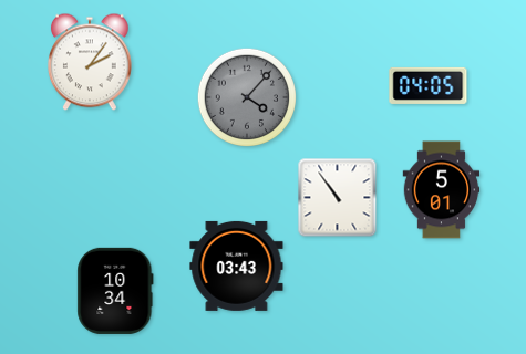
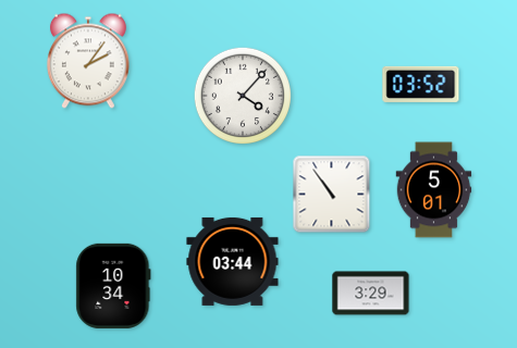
clock at (429, 85): 04:05 -> 03:52
clock at (247, 97) dial: grey -> white
clock at (442, 190) position: (442, 190) -> (434, 190)
clock at (237, 265): 03:43 -> 03:44
clock at (371, 294): none -> 3:29
